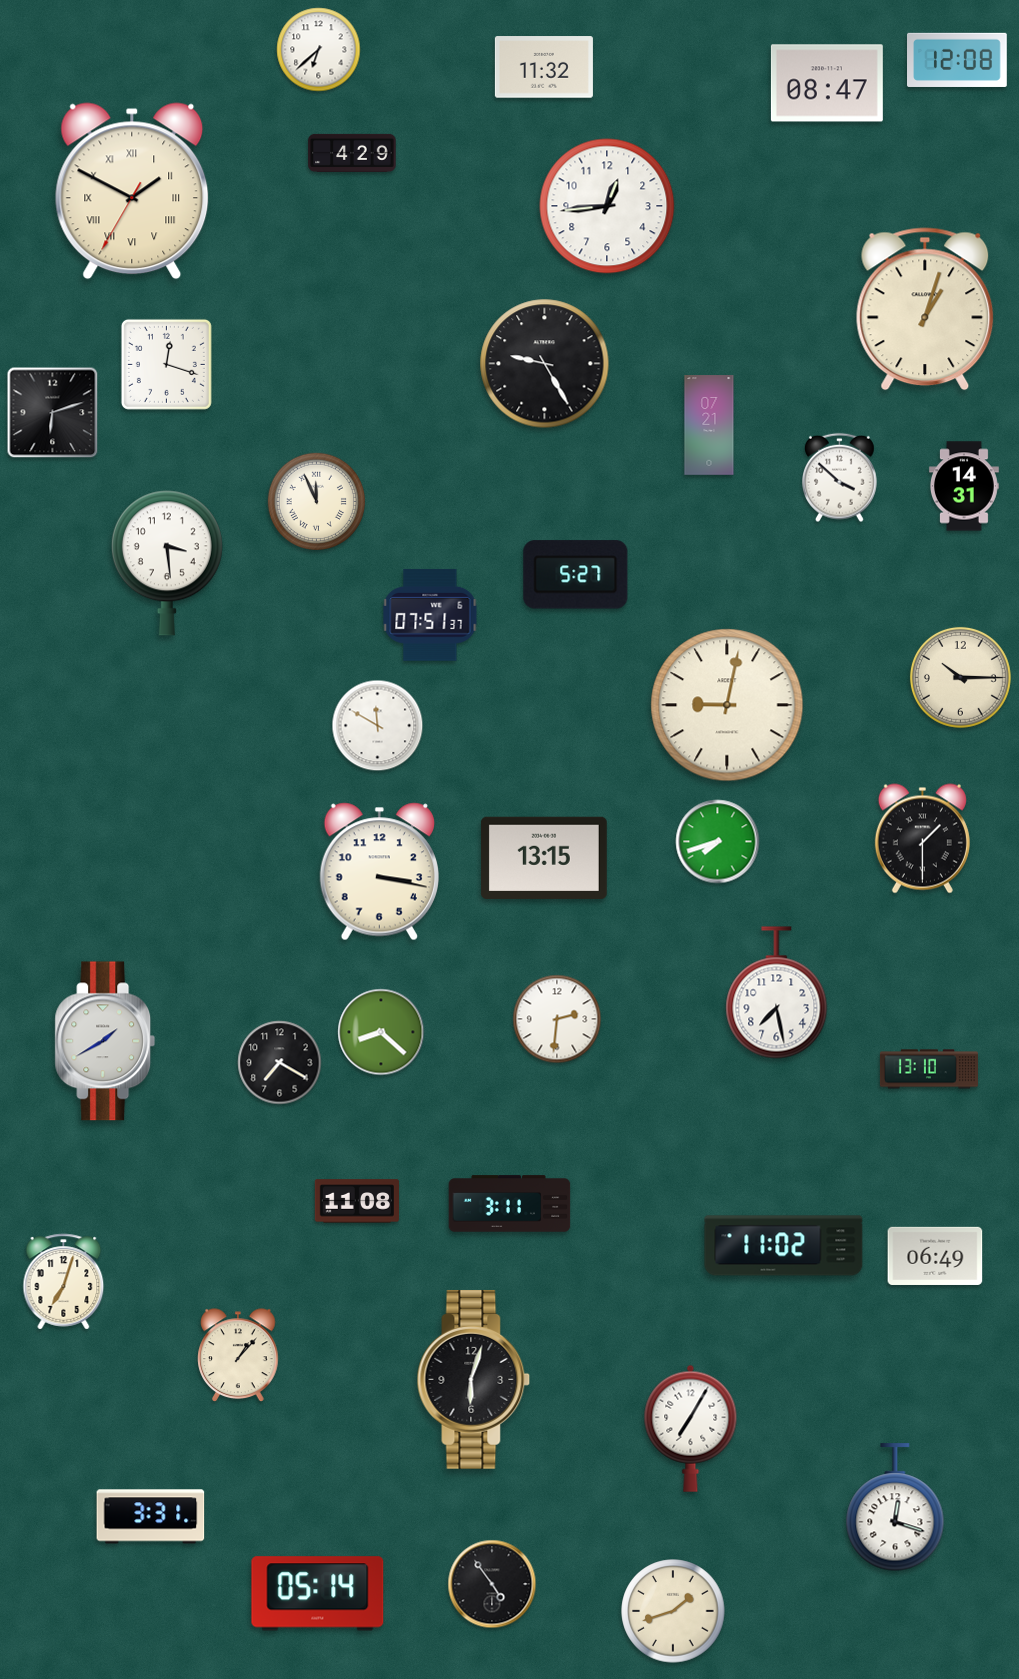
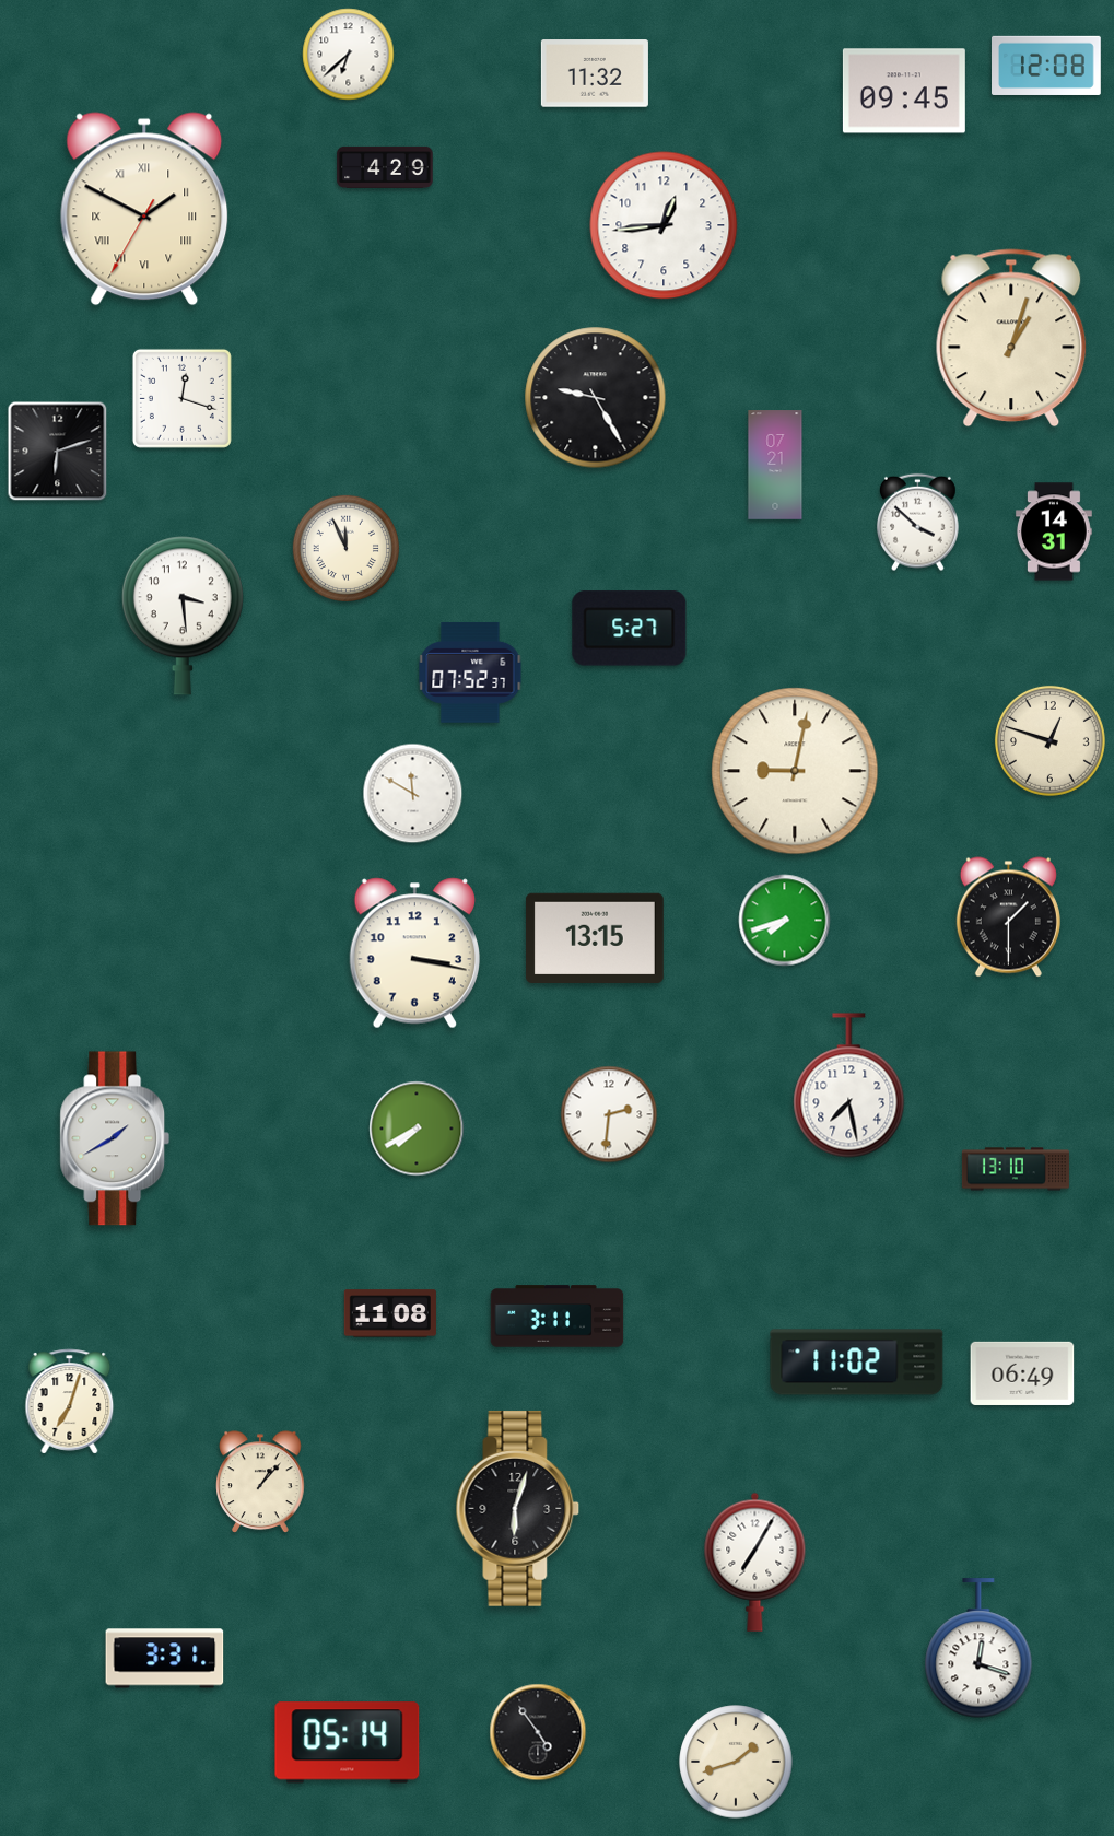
clock at (827, 83): 08:47 -> 09:45
clock at (430, 615): 07:51 -> 07:52
clock at (960, 677): 10:15 -> 12:48
clock at (381, 1032): 8:22 -> 7:40
clock at (280, 1063): 7:20 -> none
